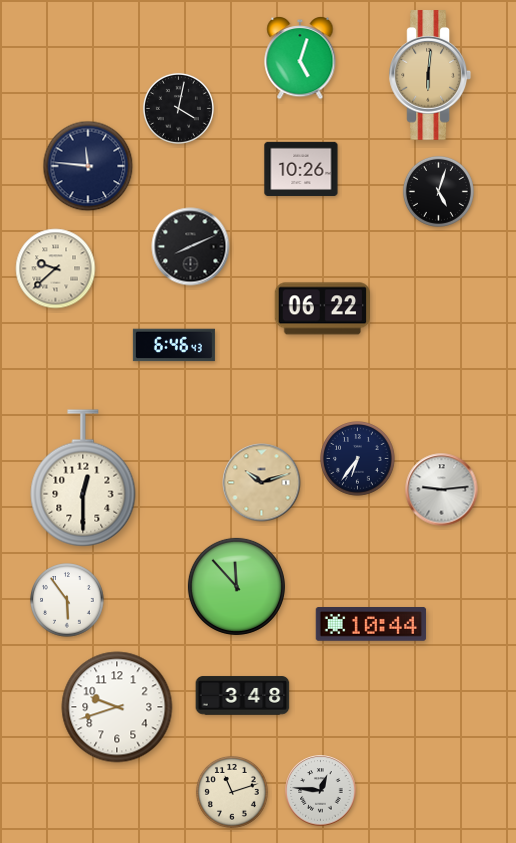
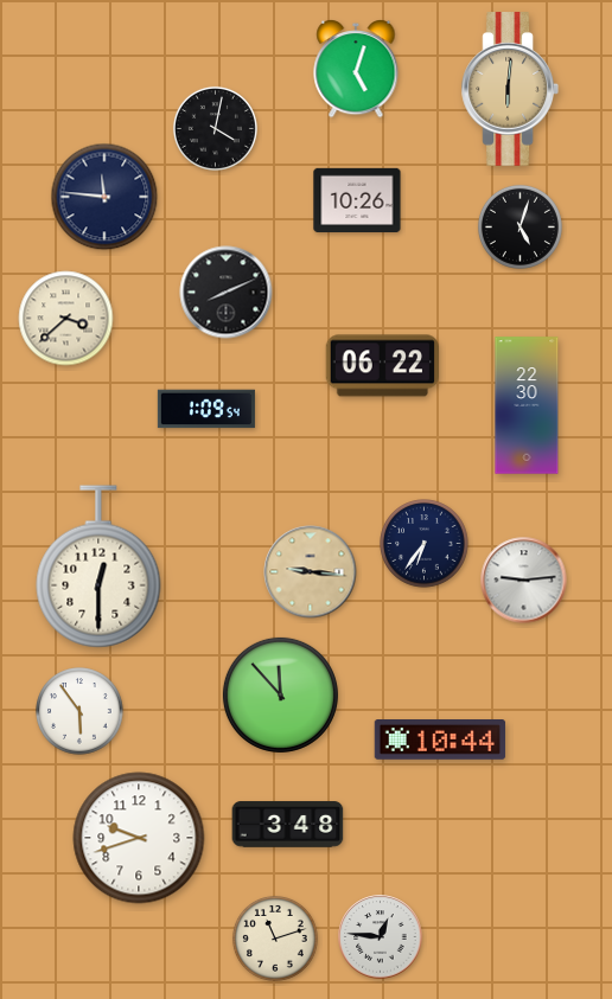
clock at (178, 108) position: (178, 108) -> (215, 128)
clock at (56, 269): 9:38 -> 3:38
clock at (527, 405): none -> 22:30
clock at (174, 345): 6:46 -> 1:09
clock at (262, 483): 10:12 -> 9:16
